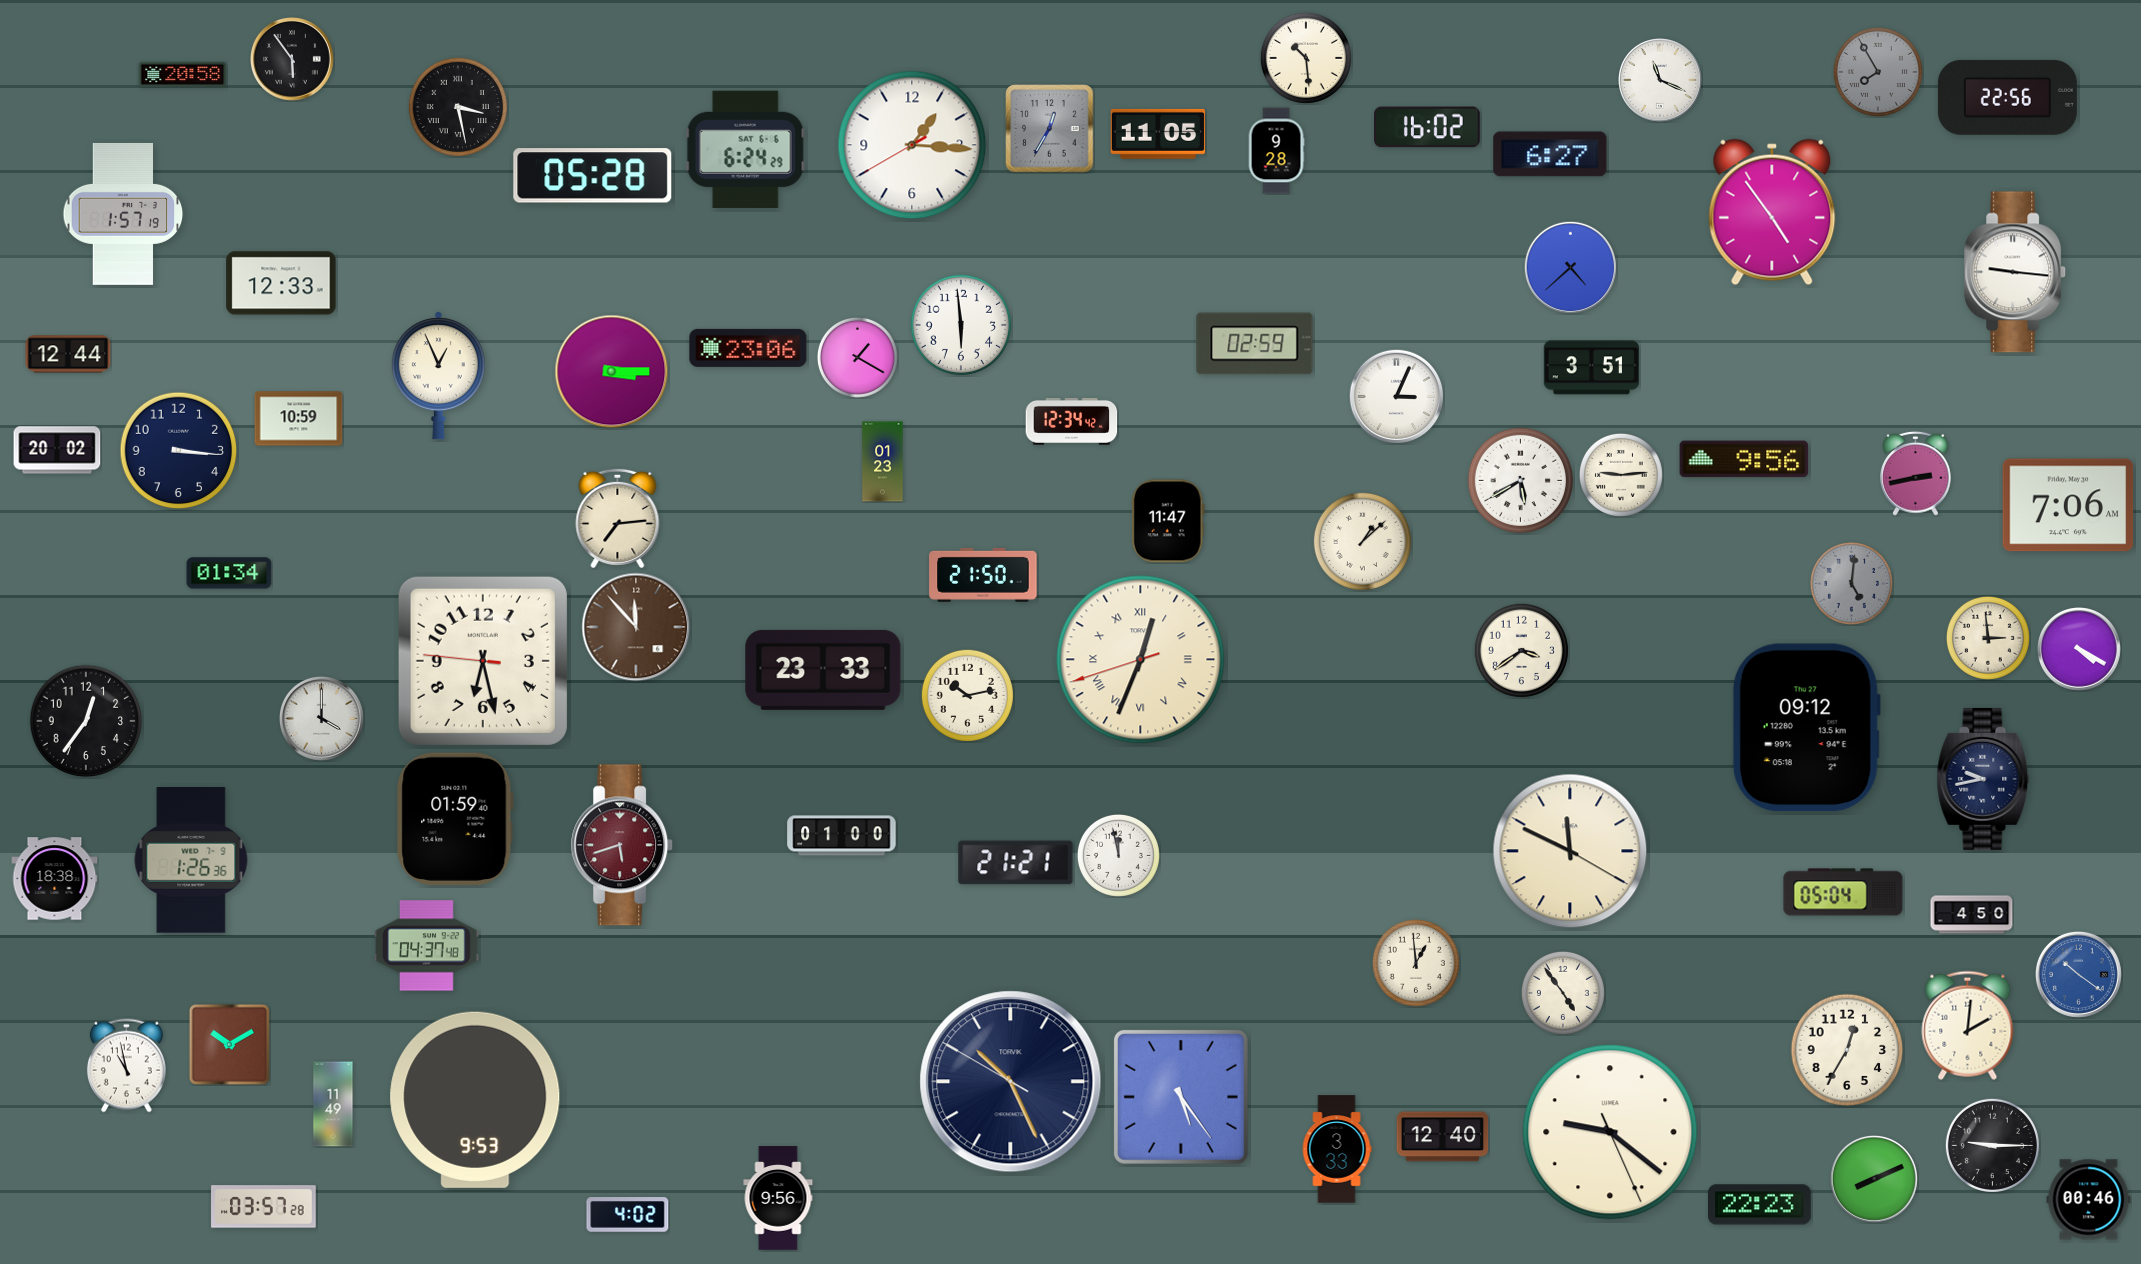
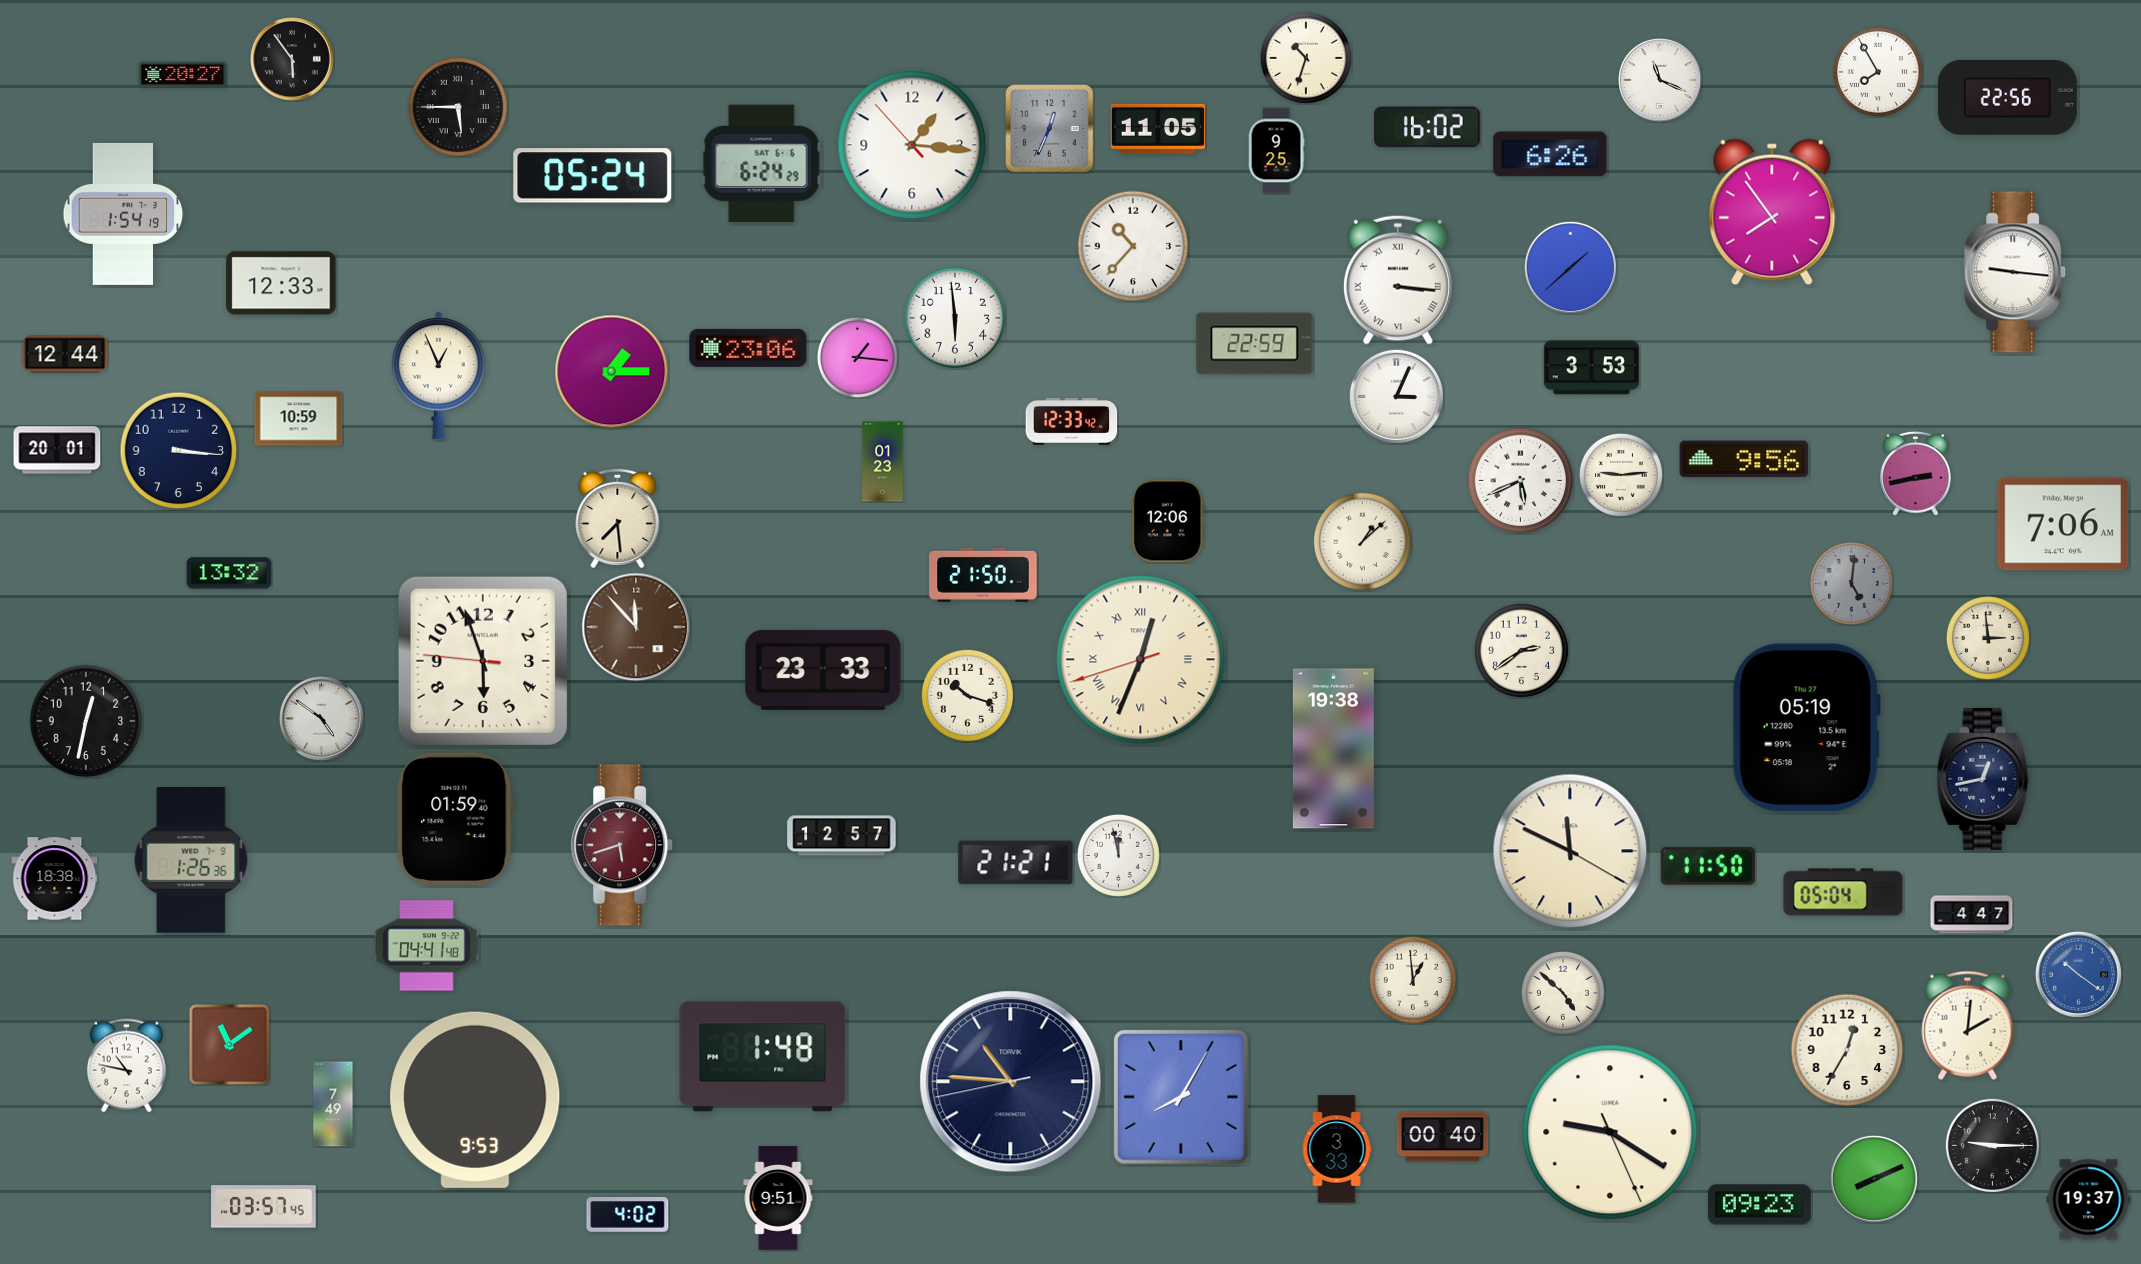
clock at (1306, 58): 10:29 -> 10:33
clock at (1878, 72) dial: grey -> white
clock at (183, 75): 20:58 -> 20:27
clock at (458, 107): 3:28 -> 5:45
clock at (1050, 129): 12:35 -> 12:34
clock at (1157, 134) position: (1157, 134) -> (1157, 129)
clock at (912, 145): 1:15:40 -> 1:15:53
clock at (745, 149) position: (745, 149) -> (761, 163)
clock at (1276, 151): 9:28 -> 9:25
clock at (1550, 154): 6:27 -> 6:26
clock at (593, 176): 05:28 -> 05:24
clock at (1772, 212): 4:54 -> 7:54
clock at (123, 214): 1:57 -> 1:54
clock at (1133, 246): none -> 10:37
clock at (1570, 267): 4:38 -> 1:38
clock at (1398, 280): none -> 3:16
clock at (961, 325) position: (961, 325) -> (955, 318)
clock at (1255, 344): 02:59 -> 22:59
clock at (68, 354) position: (68, 354) -> (65, 354)
clock at (857, 357): 1:20 -> 1:16
clock at (1591, 368): 3:51 -> 3:53
clock at (612, 372): 3:15 -> 1:15
clock at (1072, 421): 12:34 -> 12:33
clock at (57, 450): 20:02 -> 20:01
clock at (1520, 480): 5:40 -> 5:41
clock at (2068, 505) position: (2068, 505) -> (2063, 524)
clock at (618, 518): 7:14 -> 7:29
clock at (1168, 521): 11:47 -> 12:06
clock at (229, 573): 01:34 -> 13:32
clock at (1521, 650): 3:39 -> 2:39
clock at (2080, 650): 4:20 -> none
clock at (483, 661): 6:27 -> 5:56
clock at (967, 695): 10:13 -> 10:18
clock at (321, 718): 4:00 -> 4:51
clock at (86, 721): 12:36 -> 12:32
clock at (1806, 728): 09:12 -> 05:19
clock at (1333, 749): none -> 19:38
clock at (1983, 779): 9:43 -> 12:43
clock at (842, 836): 01:00 -> 12:57
clock at (1708, 866): none -> 11:50
clock at (1972, 915): 4:50 -> 4:47
clock at (427, 946): 04:37 -> 04:41
clock at (1416, 963) position: (1416, 963) -> (1413, 980)
clock at (1563, 993): 4:54 -> 4:52
clock at (229, 1044): 10:10 -> 11:09
clock at (763, 1057): none -> 1:48
clock at (126, 1066): 10:58 -> 10:47
clock at (1011, 1082): 10:25 -> 10:45
clock at (1181, 1097): 5:24 -> 8:05
clock at (333, 1104): 11:49 -> 7:49
clock at (1610, 1132): 9:21 -> 9:20
clock at (1443, 1137): 12:40 -> 00:40
clock at (778, 1198): 9:56 -> 9:51
clock at (2089, 1200): 00:46 -> 19:37
clock at (1760, 1205): 22:23 -> 09:23
clock at (264, 1207): 03:57:28 -> 03:57:45
